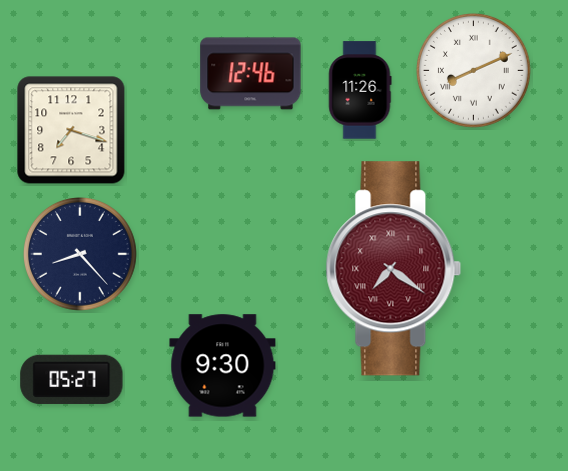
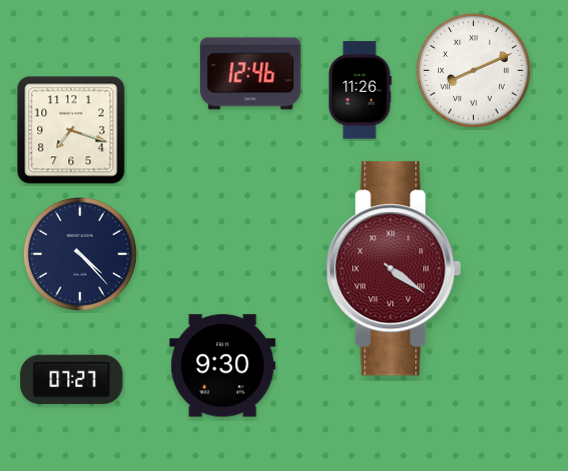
clock at (81, 255): 8:23 -> 4:23
clock at (394, 269): 7:21 -> 4:21
clock at (72, 379): 05:27 -> 07:27
